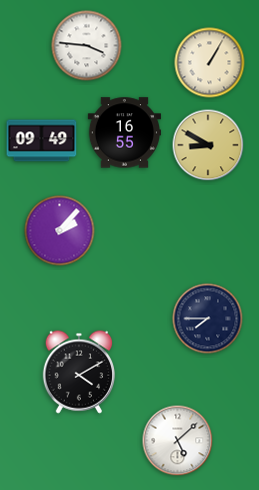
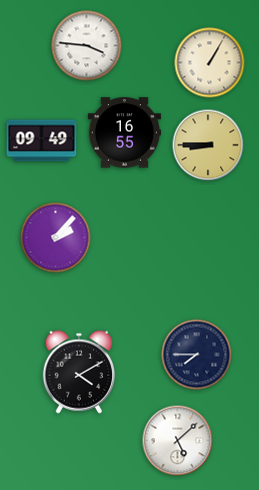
clock at (208, 145): 8:50 -> 8:45
clock at (60, 231) position: (60, 231) -> (56, 238)
clock at (208, 319) position: (208, 319) -> (197, 355)
